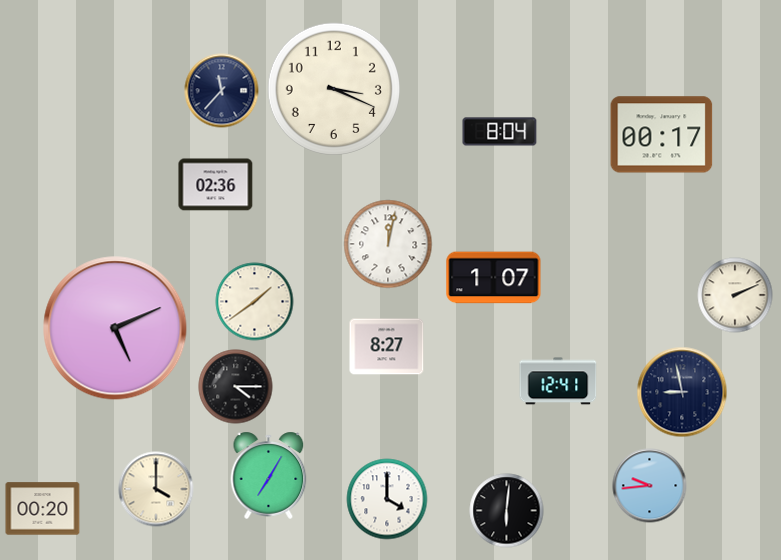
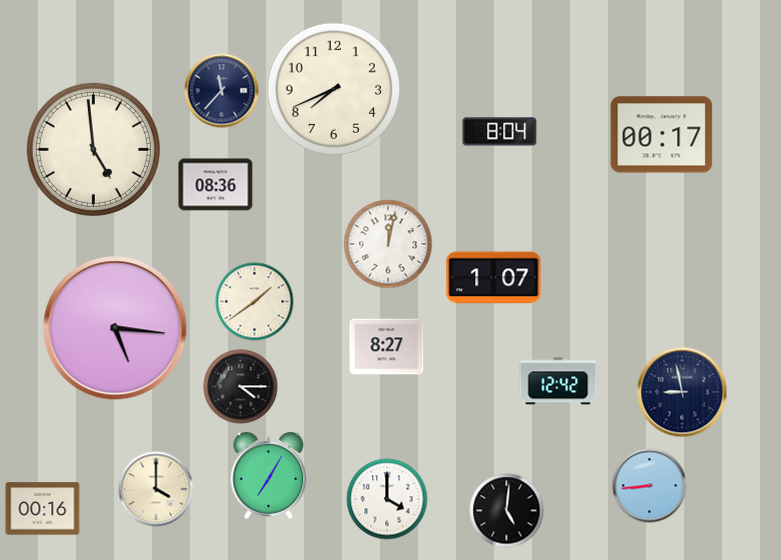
clock at (334, 89): 3:19 -> 7:41
clock at (93, 149): none -> 4:59
clock at (216, 185): 02:36 -> 08:36
clock at (735, 295): 2:11 -> none
clock at (115, 328): 5:11 -> 5:16
clock at (558, 381): 12:41 -> 12:42
clock at (236, 387) position: (236, 387) -> (241, 387)
clock at (650, 486): 9:44 -> 8:44
clock at (43, 509): 00:20 -> 00:16
clock at (507, 511): 6:01 -> 5:01
